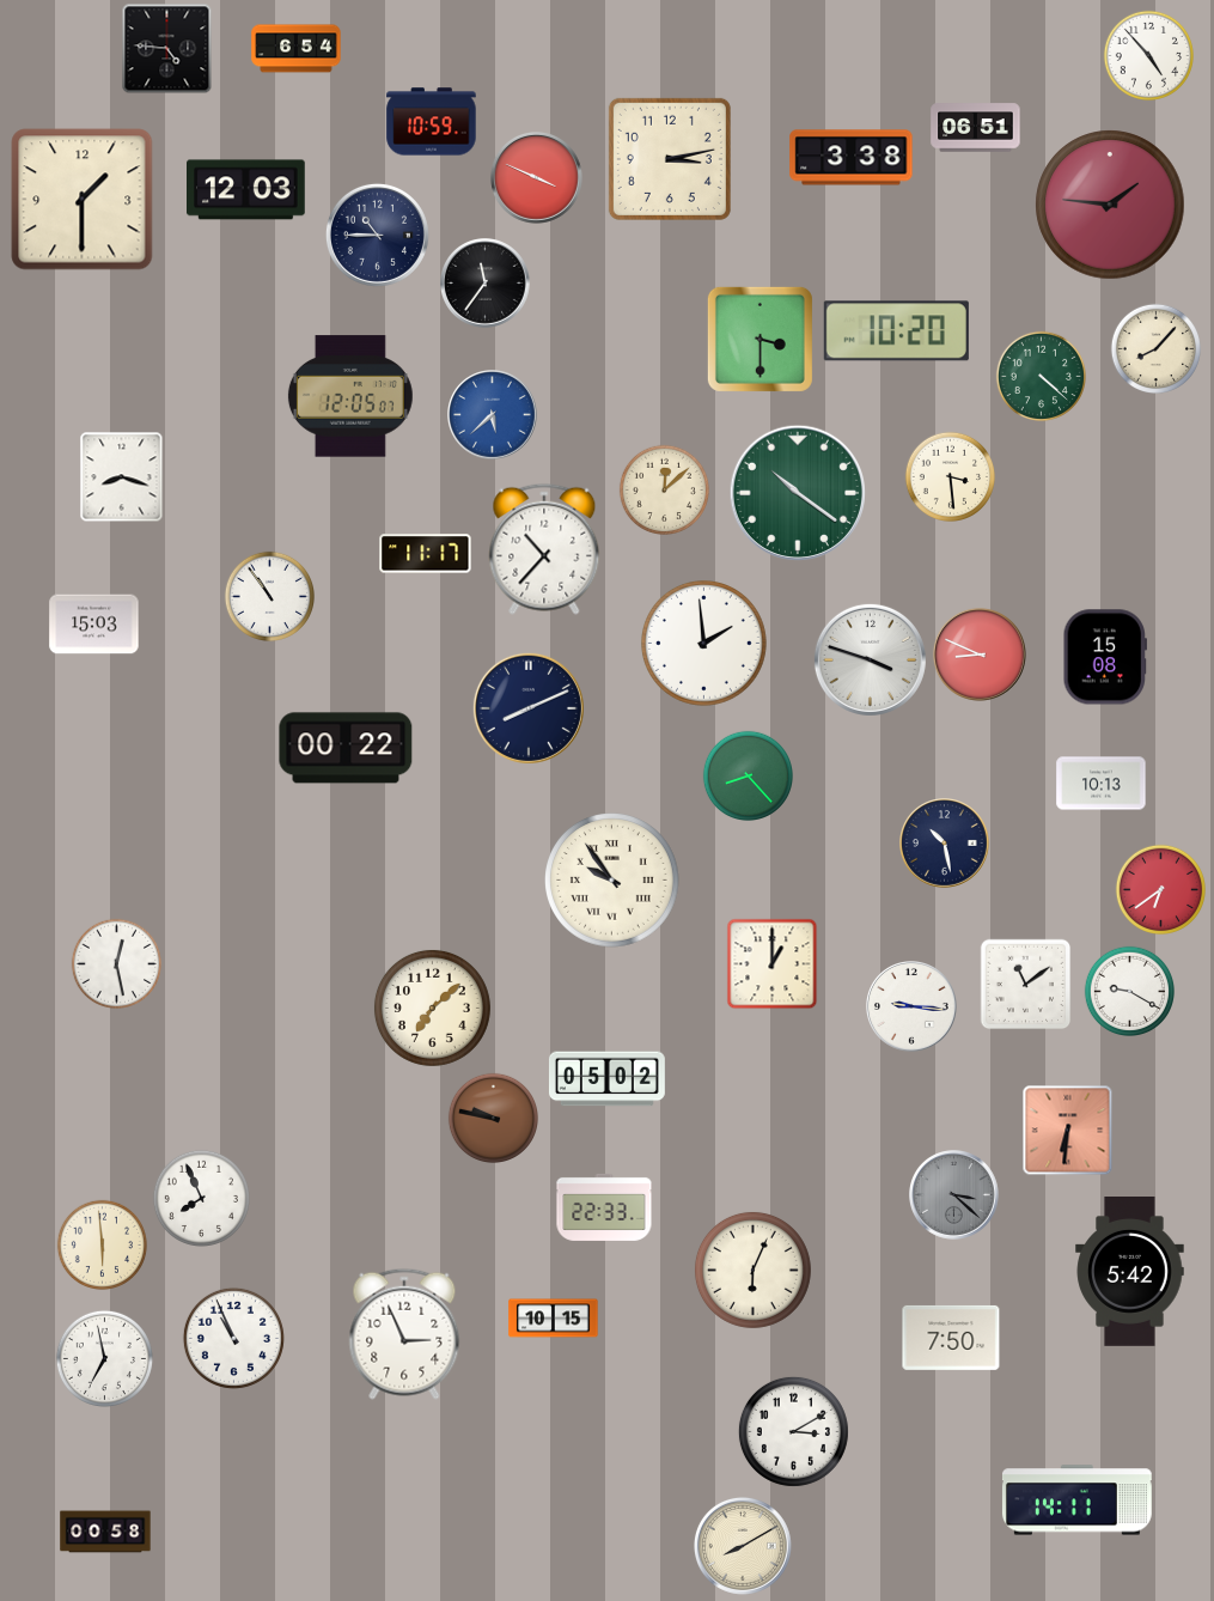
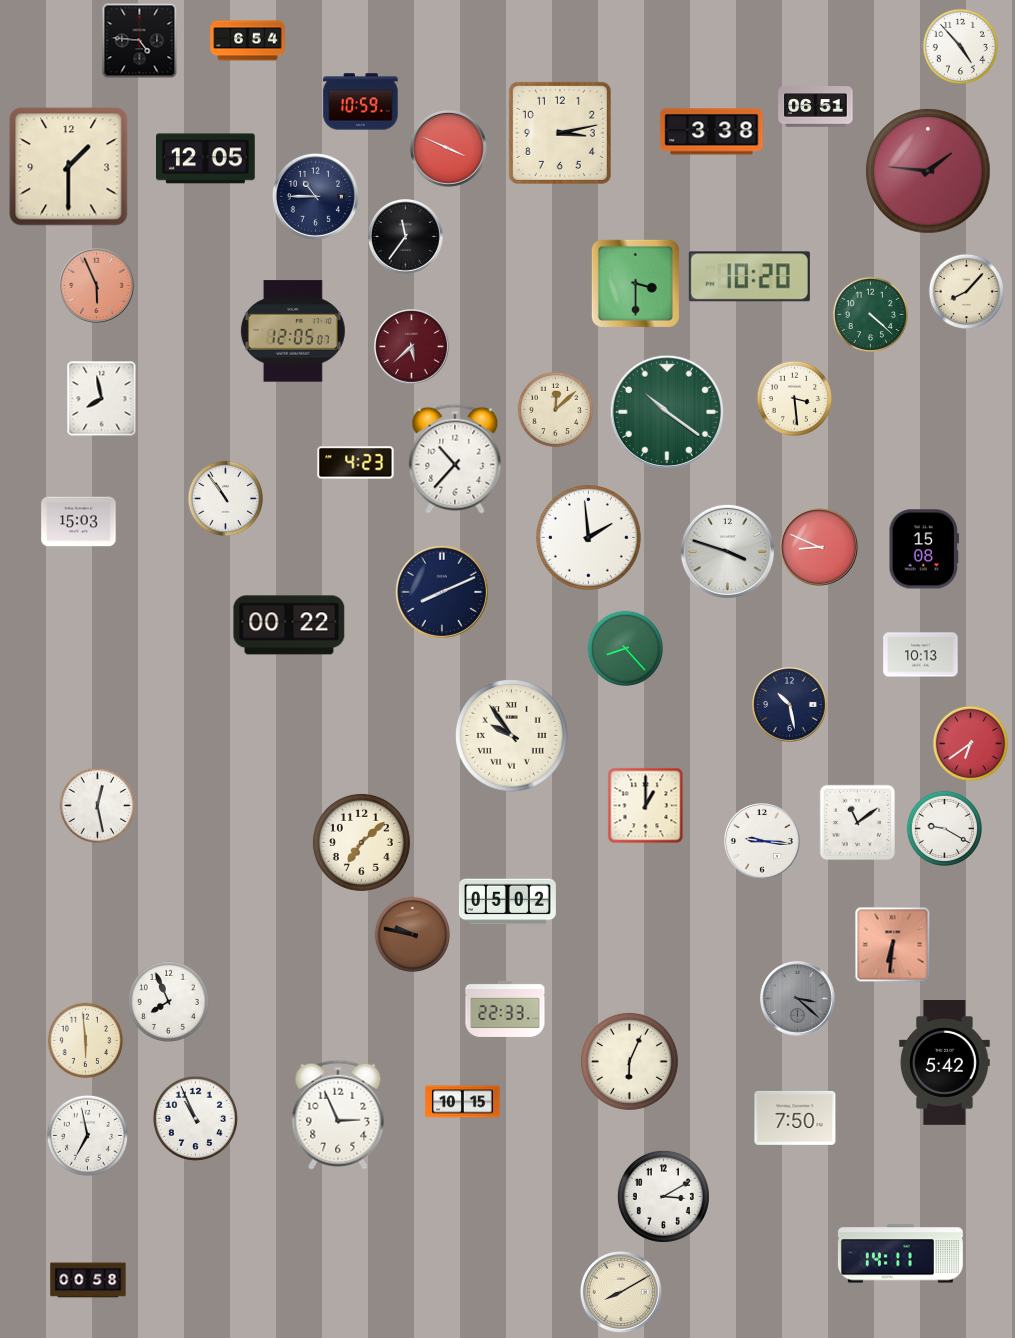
clock at (246, 190): 12:03 -> 12:05
clock at (97, 286): none -> 5:56
clock at (493, 415) dial: blue -> burgundy
clock at (122, 477): 8:18 -> 7:58
clock at (426, 554): 11:17 -> 4:23
